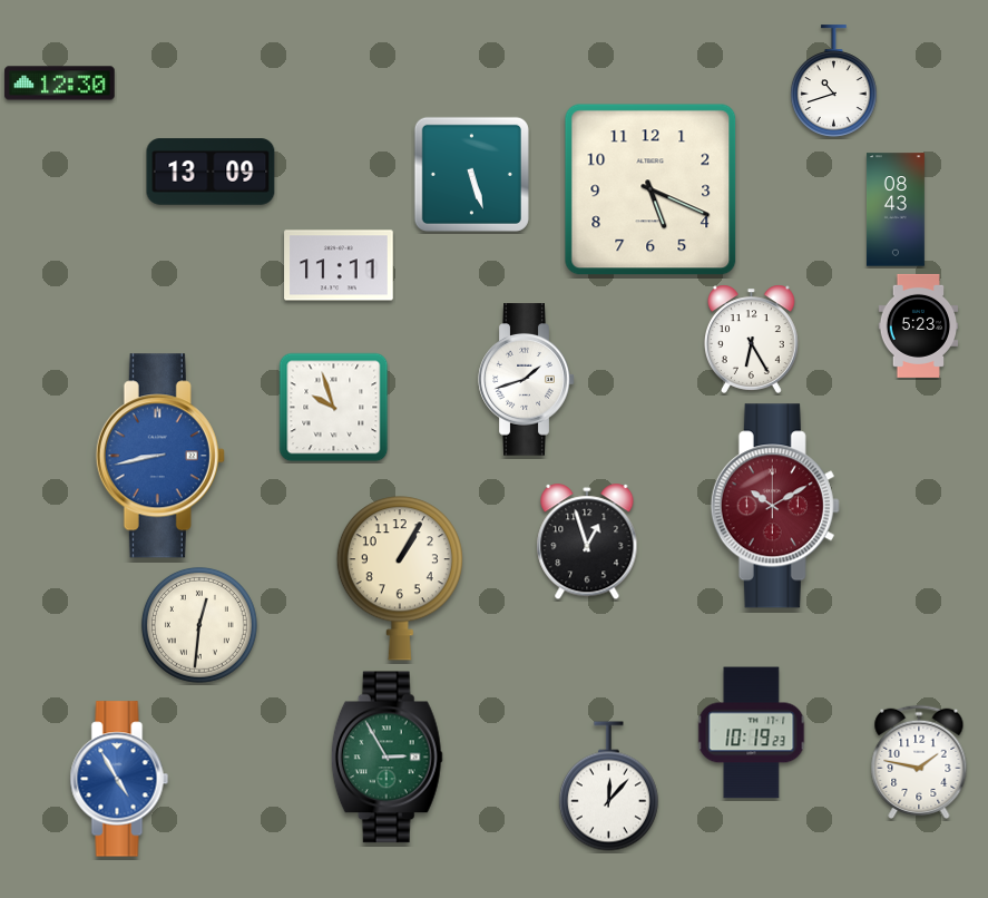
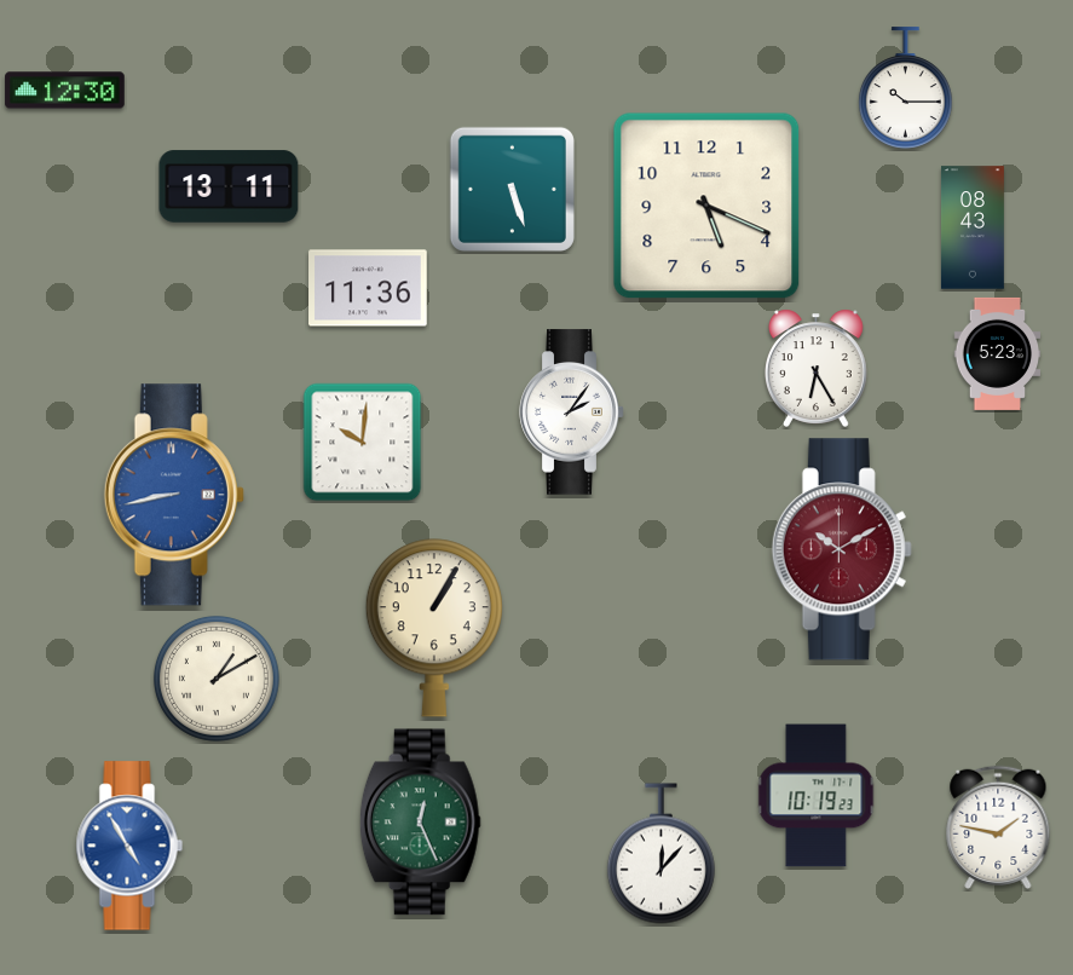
clock at (833, 81): 10:42 -> 10:15
clock at (211, 172): 13:09 -> 13:11
clock at (339, 265): 11:11 -> 11:36
clock at (527, 380): 1:42 -> 2:06
clock at (334, 408): 9:57 -> 10:01
clock at (587, 543): 12:57 -> none
clock at (199, 625): 12:31 -> 1:10
clock at (387, 758): 2:55 -> 12:26
